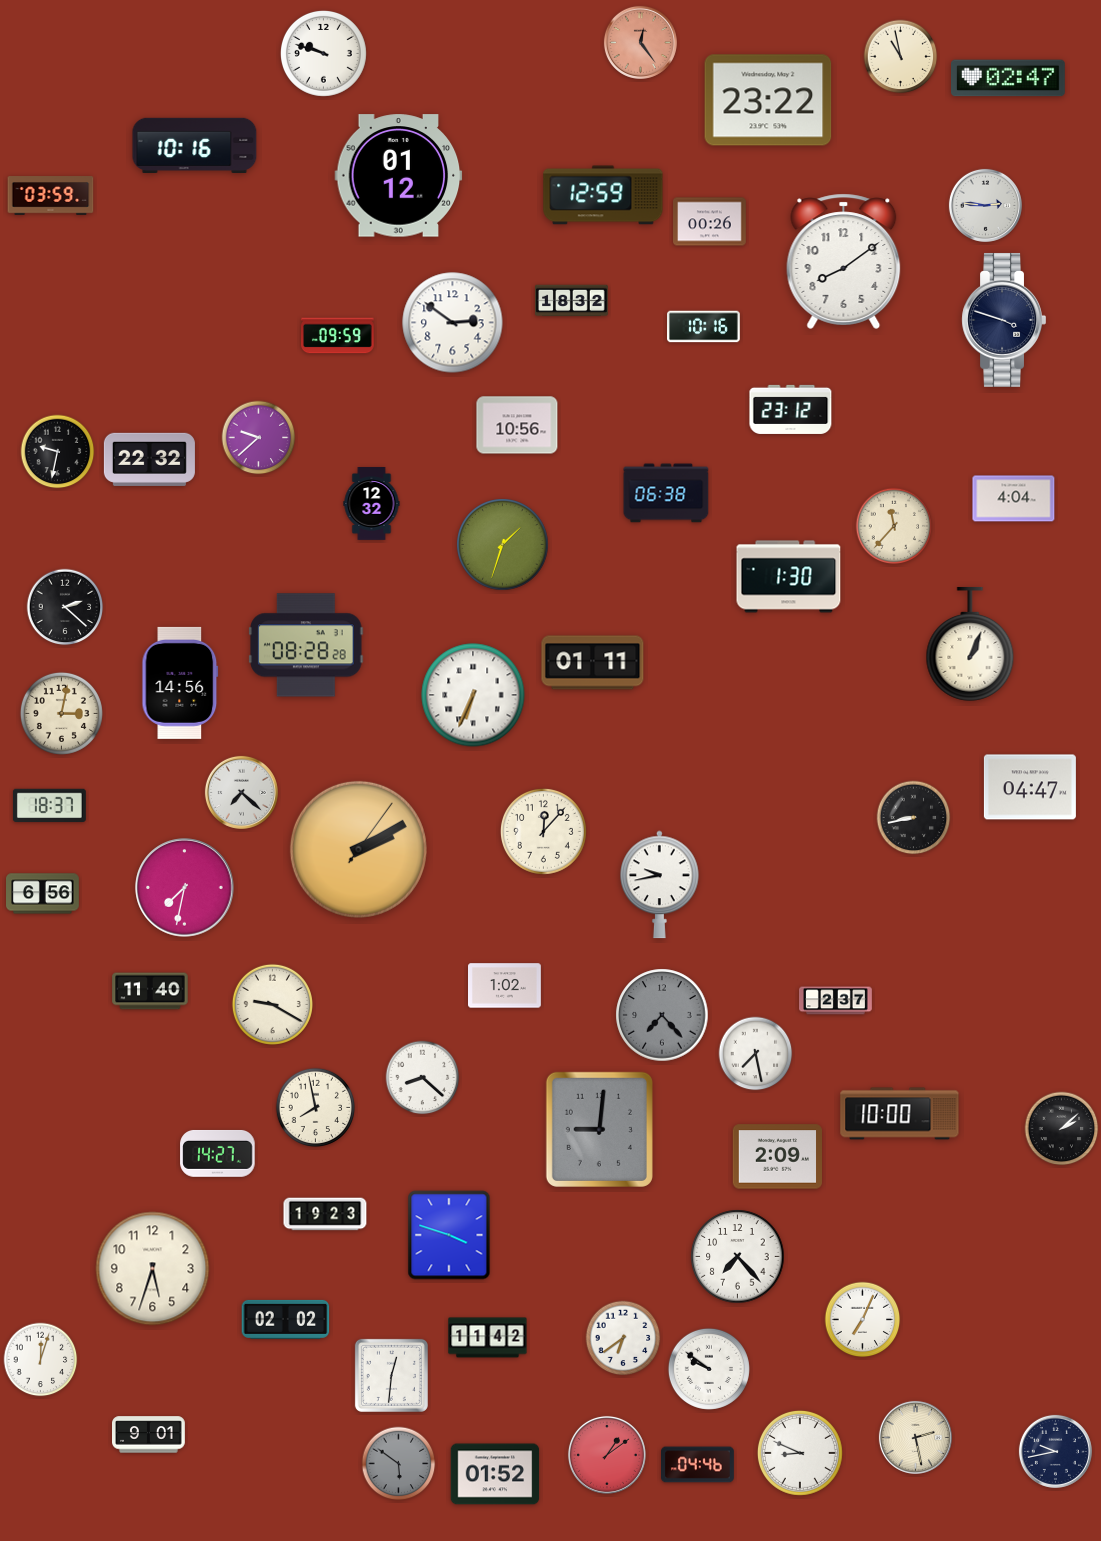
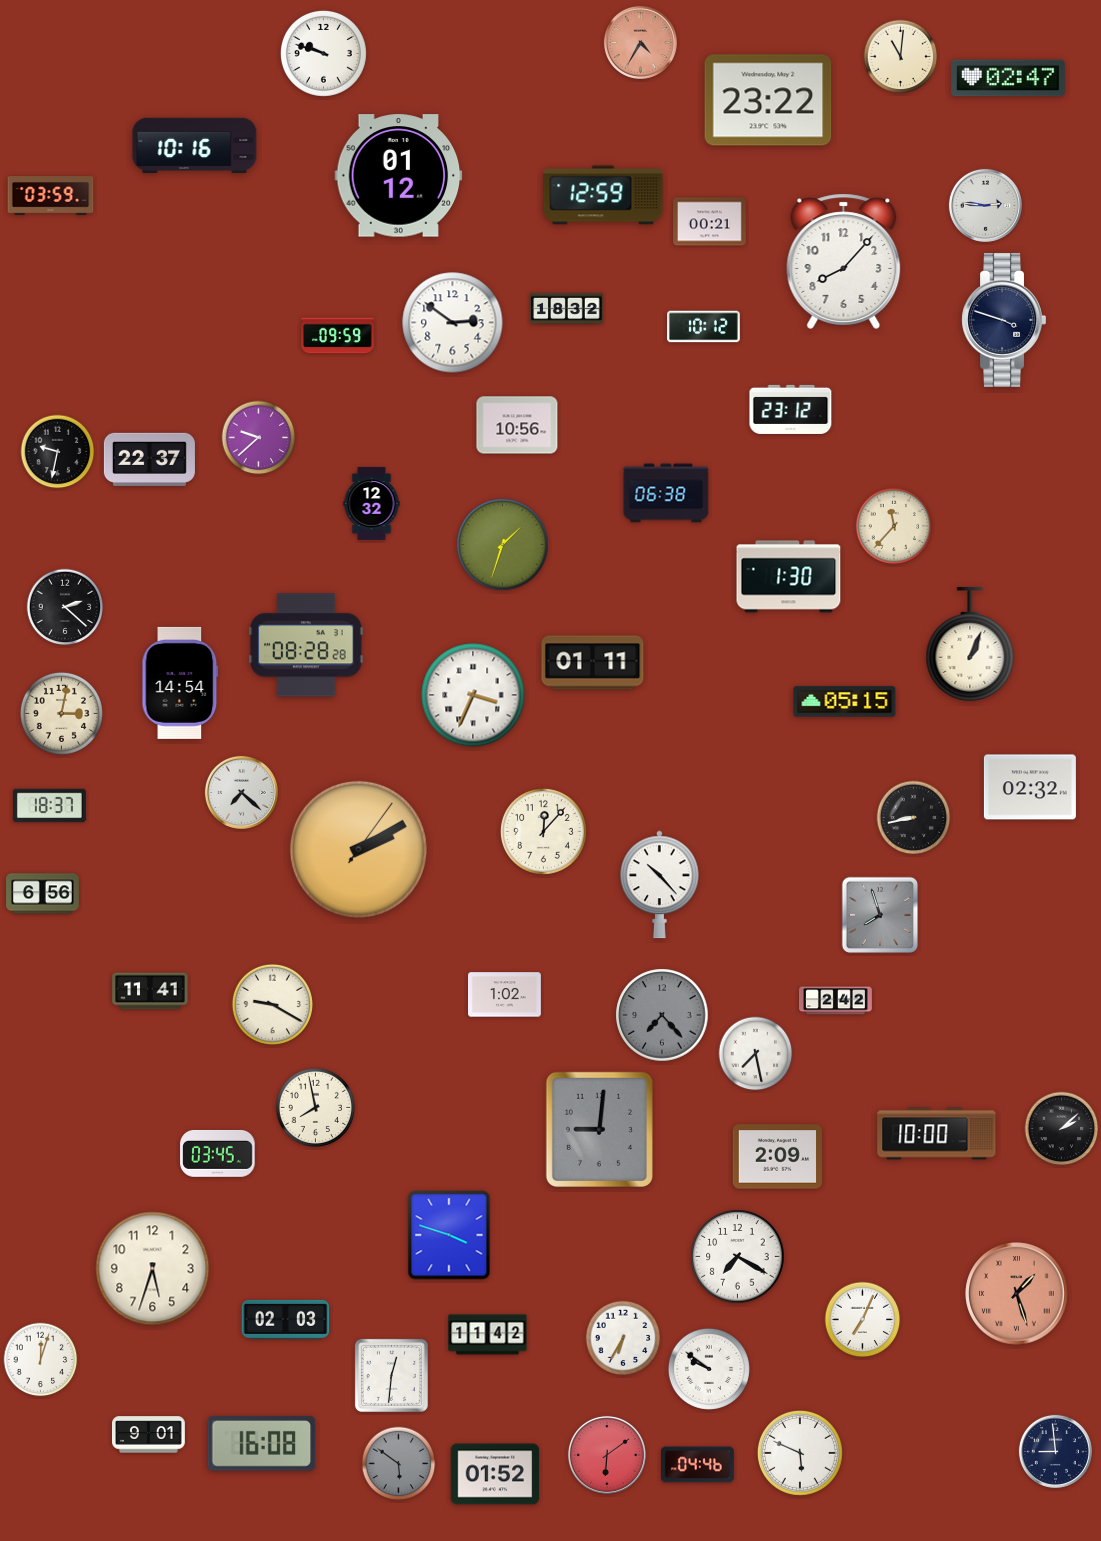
clock at (640, 42): 12:24 -> 4:35
clock at (901, 57): 10:58 -> 11:01
clock at (710, 222): 00:26 -> 00:21
clock at (844, 261): 8:09 -> 8:07
clock at (572, 301) position: (572, 301) -> (567, 309)
clock at (704, 327): 10:16 -> 10:12
clock at (149, 459): 22:32 -> 22:37
clock at (1014, 499): 4:04 -> none
clock at (180, 683): 14:56 -> 14:54
clock at (473, 695): 6:34 -> 3:34
clock at (845, 702): none -> 05:15
clock at (1030, 787): 04:47 -> 02:32
clock at (660, 885): 9:43 -> 10:23
clock at (185, 888): 7:32 -> none
clock at (880, 915): none -> 7:57
clock at (505, 986) position: (505, 986) -> (505, 995)
clock at (150, 991): 11:40 -> 11:41
clock at (836, 1001): 2:37 -> 2:42
clock at (423, 1078): 8:22 -> none
clock at (900, 1114) position: (900, 1114) -> (937, 1134)
clock at (218, 1154): 14:27 -> 03:45
clock at (325, 1214): 19:23 -> none
clock at (738, 1257): 7:23 -> 7:20
clock at (1017, 1294): none -> 1:27
clock at (286, 1319): 02:02 -> 02:03
clock at (488, 1338) position: (488, 1338) -> (488, 1335)
clock at (623, 1338): 6:39 -> 6:35
clock at (915, 1437): 2:28 -> none
clock at (262, 1443): none -> 16:08
clock at (1055, 1451): 9:43 -> 8:59
clock at (800, 1453): 8:49 -> 5:49
clock at (607, 1455): 1:09 -> 6:09
